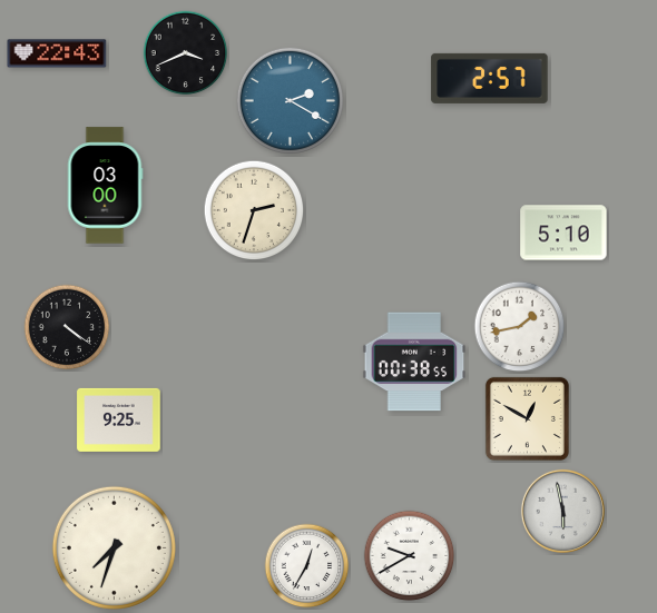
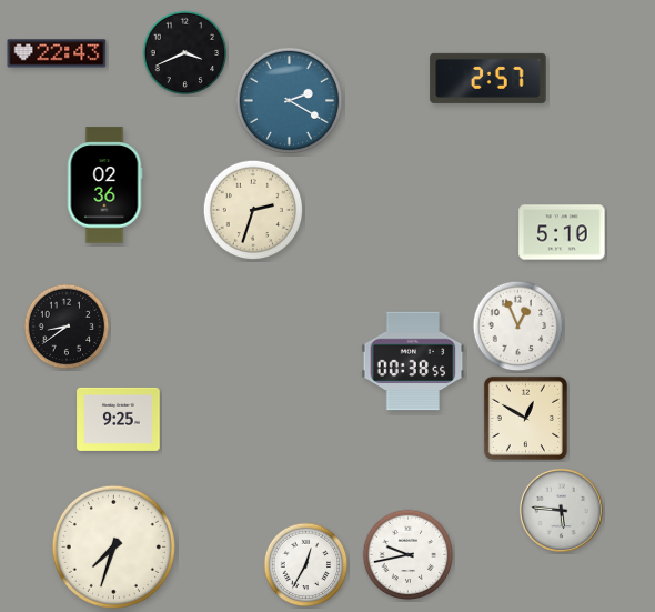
clock at (105, 186): 03:00 -> 02:36
clock at (67, 327): 4:21 -> 8:39
clock at (520, 327): 1:43 -> 12:56
clock at (562, 511): 5:58 -> 5:46
clock at (410, 556): 9:40 -> 9:43
